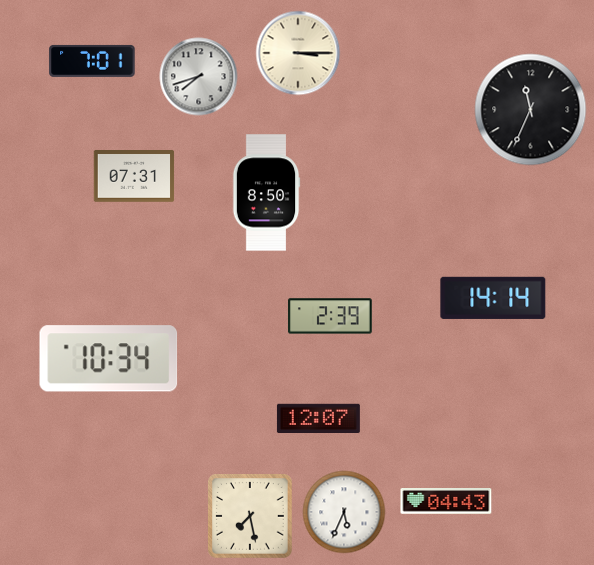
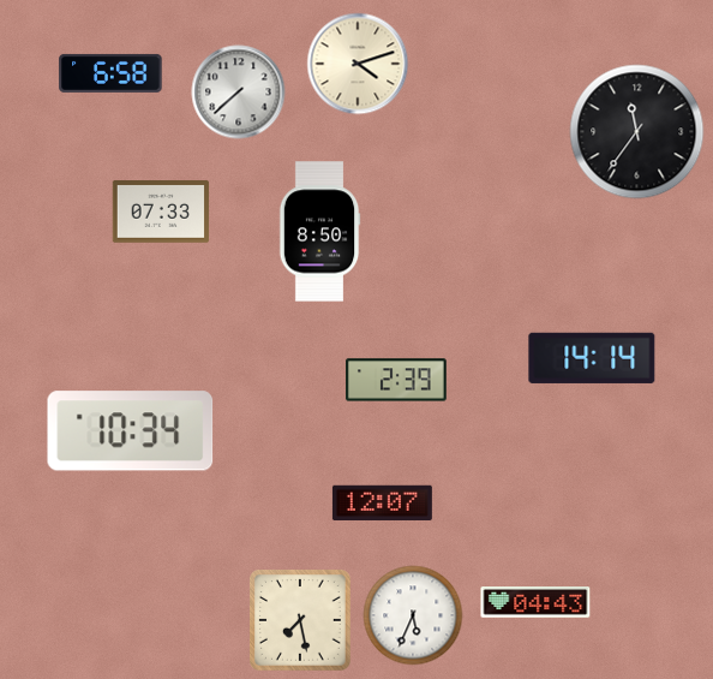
clock at (298, 53): 3:15 -> 4:12
clock at (92, 61): 7:01 -> 6:58
clock at (199, 77): 7:42 -> 7:38
clock at (531, 110): 11:34 -> 11:36
clock at (134, 176): 07:31 -> 07:33
